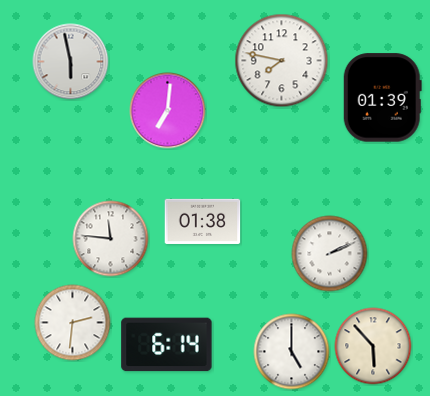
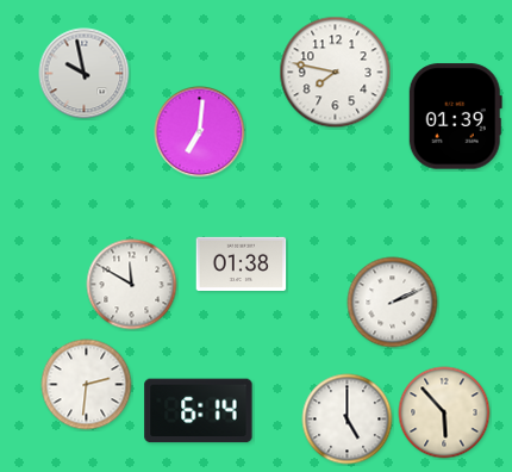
clock at (71, 62): 5:58 -> 9:58
clock at (111, 239): 11:46 -> 11:50
